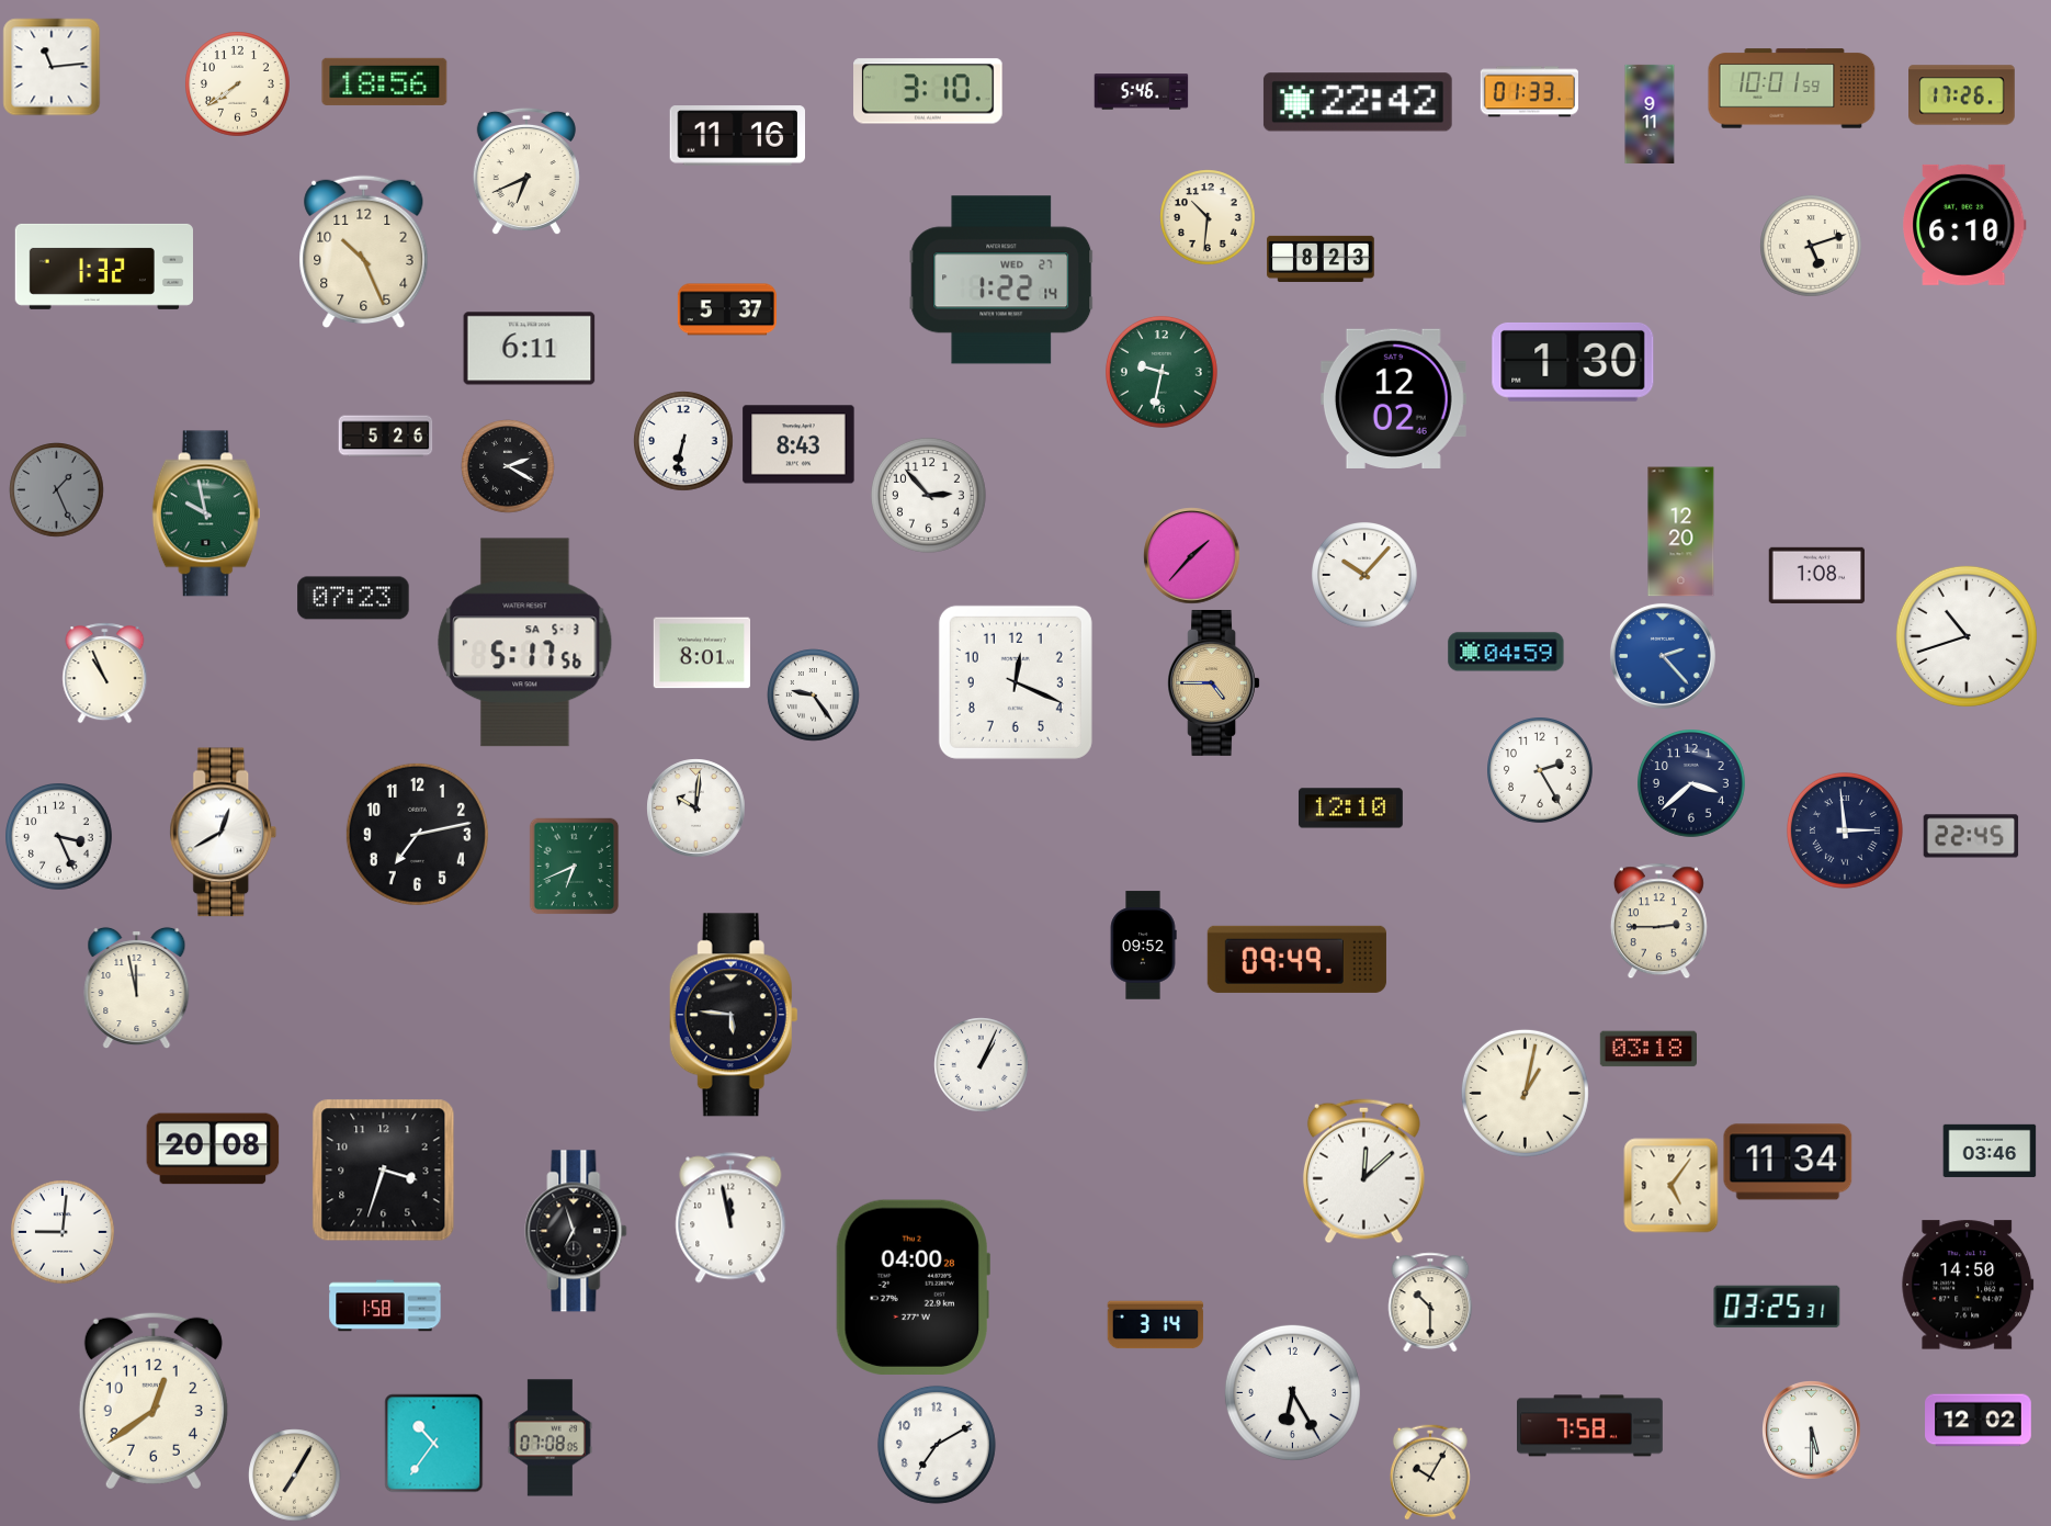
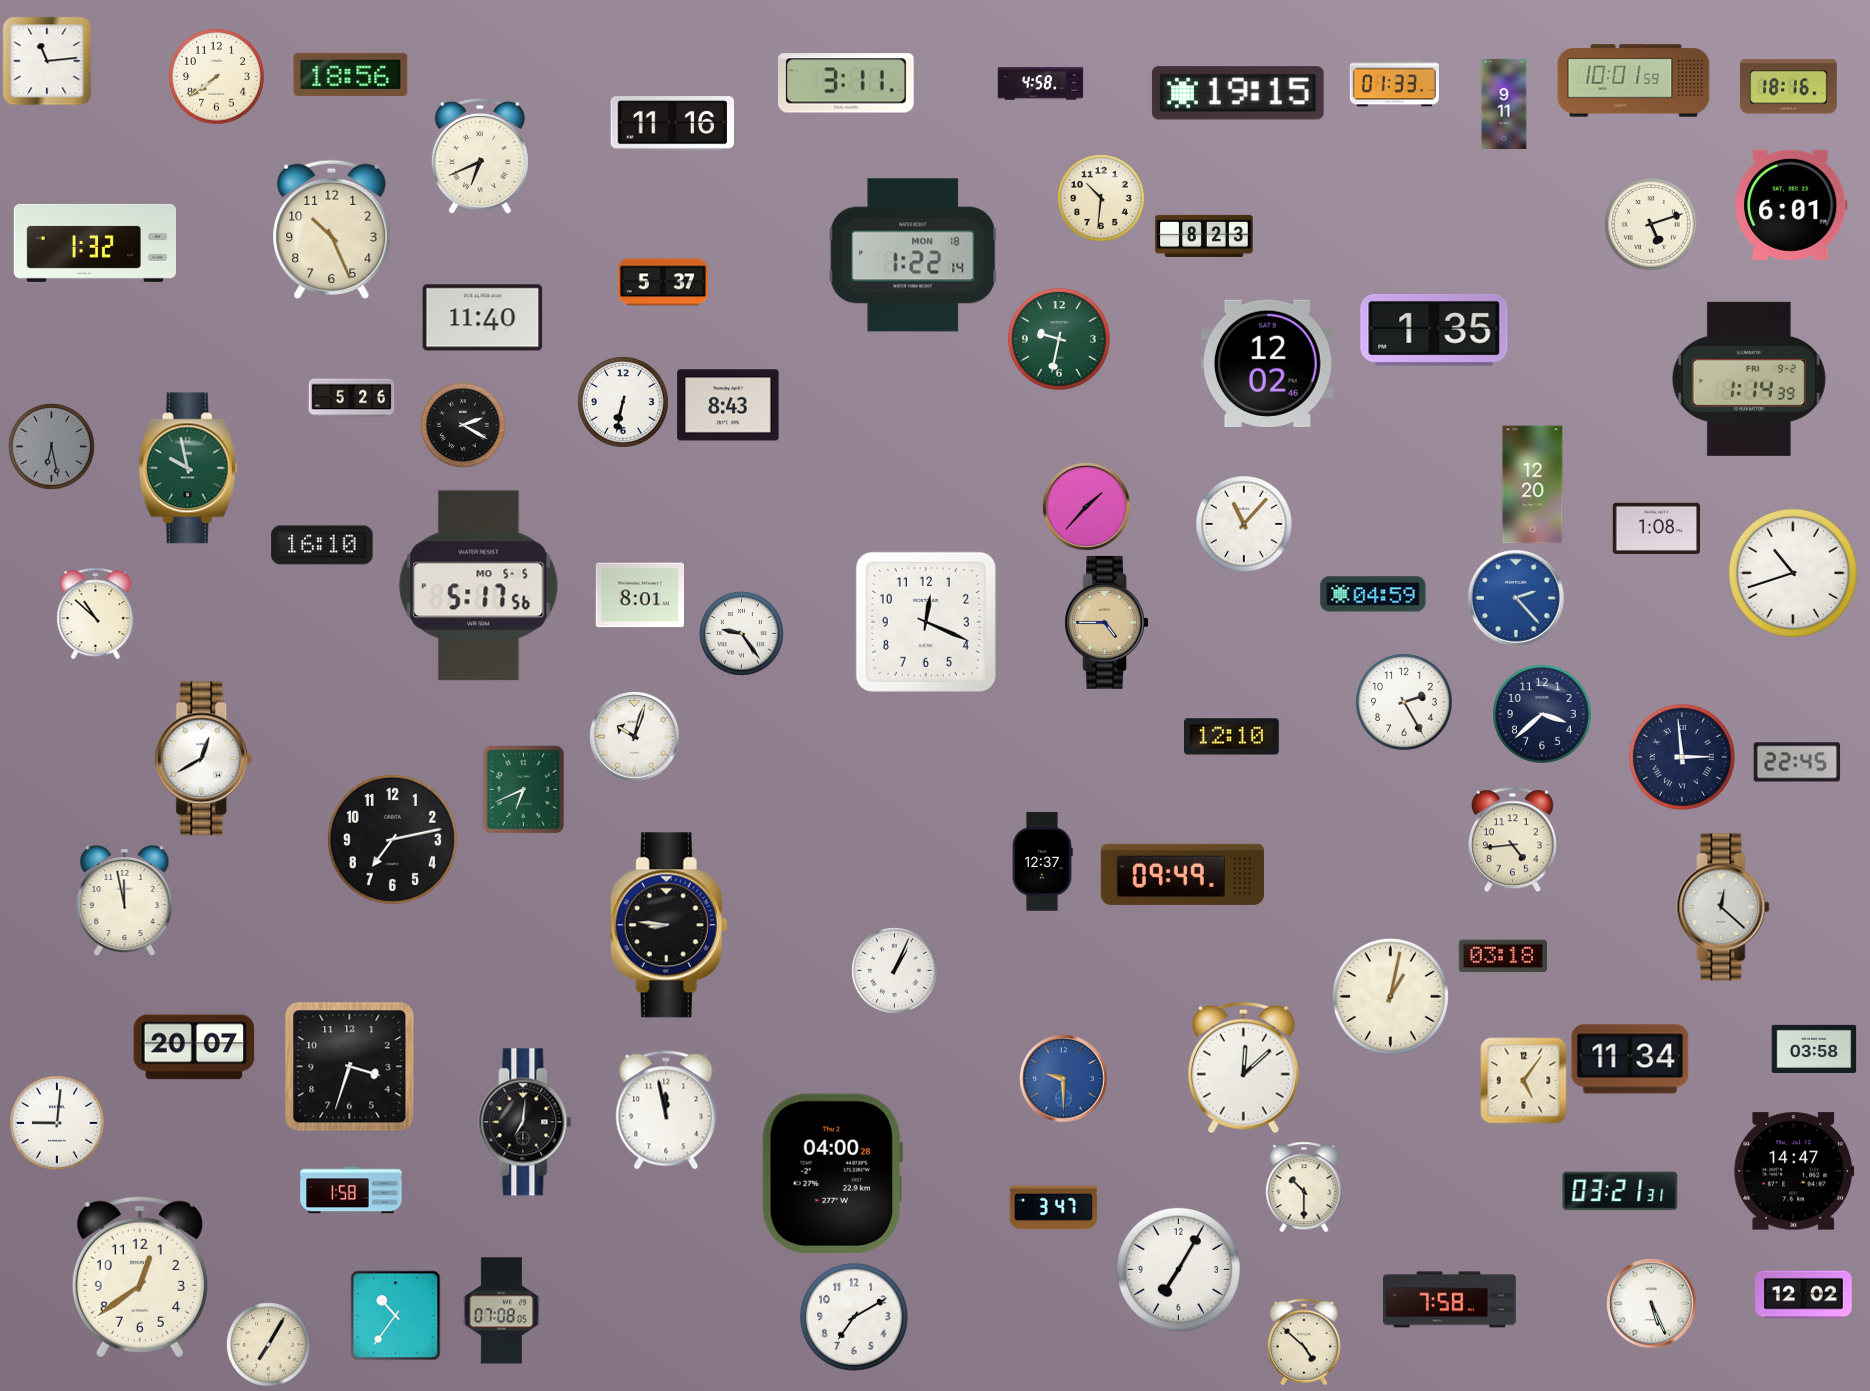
clock at (929, 91): 3:10 -> 3:11
clock at (1142, 92): 5:46 -> 4:58
clock at (1962, 95): 17:26 -> 18:16
clock at (1358, 102): 22:42 -> 19:15
clock at (1964, 225): 6:10 -> 6:01
clock at (1001, 280) date: WED 27 -> MON 18
clock at (530, 349): 6:11 -> 11:40
clock at (1573, 362): 1:30 -> 1:35
clock at (1393, 398) position: (1393, 398) -> (1267, 363)
clock at (1749, 379): none -> 1:14
clock at (57, 490): 1:26 -> 6:28
clock at (928, 495): 2:53 -> none
clock at (1817, 575) position: (1817, 575) -> (1657, 528)
clock at (1366, 576): 10:07 -> 11:07
clock at (353, 598): 07:23 -> 16:10
clock at (1967, 636) position: (1967, 636) -> (1793, 573)
clock at (525, 643) date: SA 5-3 -> MO 5-5
clock at (105, 674): 10:56 -> 10:52
clock at (696, 809): 10:01 -> 10:03
clock at (417, 834) position: (417, 834) -> (392, 839)
clock at (59, 837): 3:26 -> none
clock at (1658, 922): 2:45 -> 4:44
clock at (1143, 946): 09:52 -> 12:37
clock at (1723, 907): none -> 12:22
clock at (734, 1015): 5:46 -> 8:46
clock at (213, 1149): 20:08 -> 20:07
clock at (1990, 1151): 03:46 -> 03:58
clock at (1064, 1079): none -> 9:30
clock at (576, 1231): 6:57 -> 7:01
clock at (1968, 1285): 14:50 -> 14:47
clock at (1777, 1307): 03:25 -> 03:21
clock at (1156, 1325): 3:14 -> 3:47
clock at (1292, 1392): 6:25 -> 7:05
clock at (1812, 1431): 5:30 -> 5:26
clock at (1430, 1472): 10:05 -> 4:52
